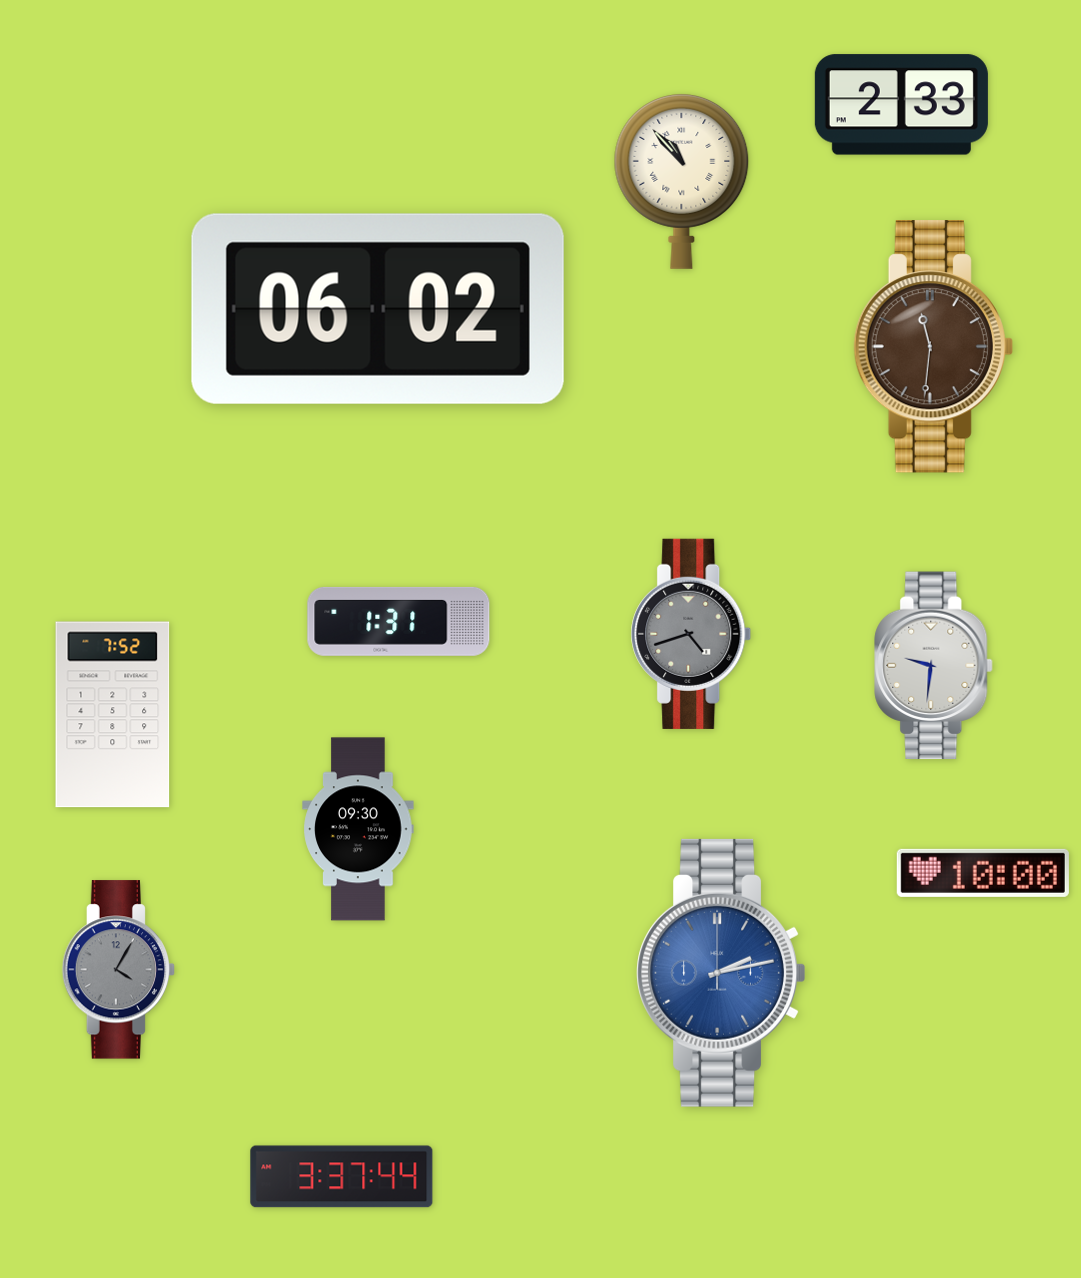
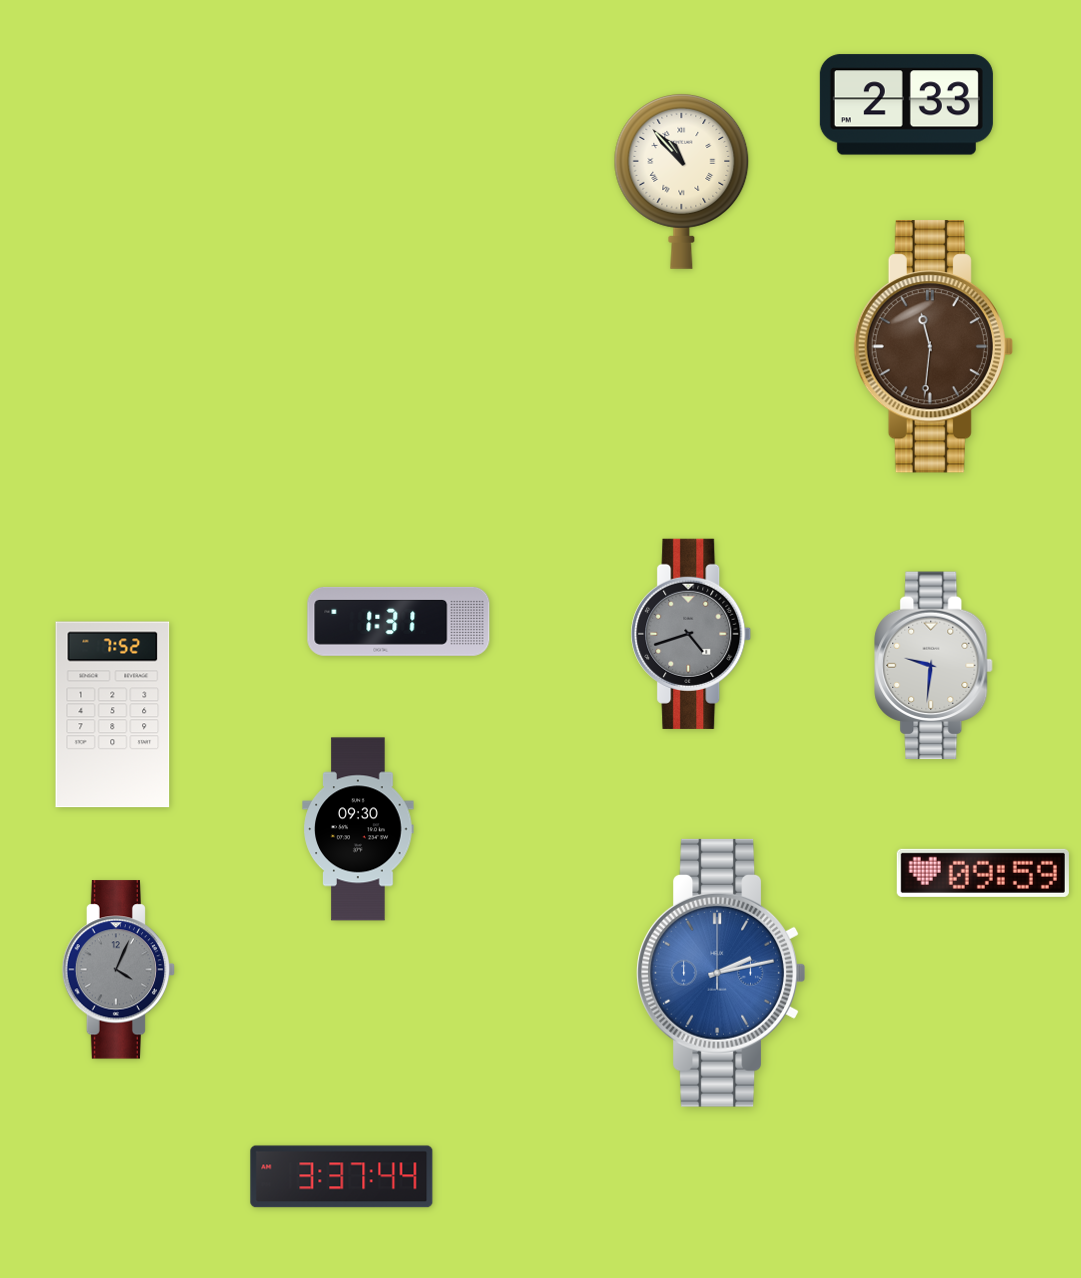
clock at (901, 105) position: (901, 105) -> (906, 105)
clock at (378, 309): 06:02 -> none
clock at (983, 873): 10:00 -> 09:59
clock at (119, 970): 4:05 -> 4:04
